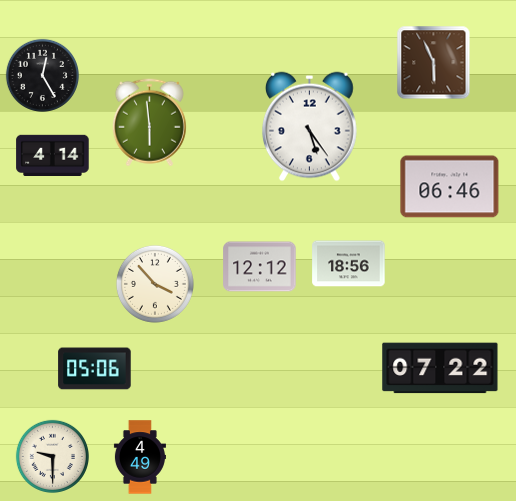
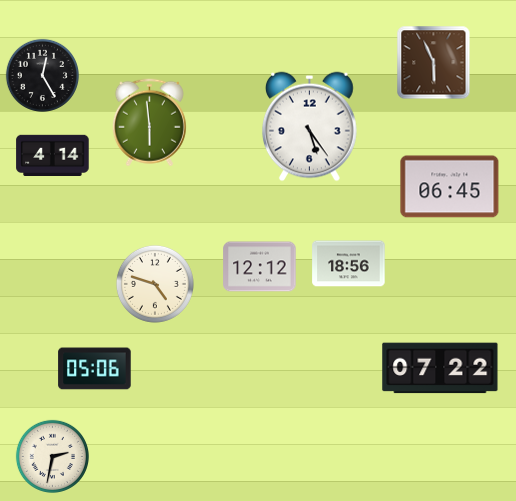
clock at (450, 187): 06:46 -> 06:45
clock at (155, 284): 3:53 -> 4:48
clock at (52, 456): 9:30 -> 2:32
clock at (140, 457): 4:49 -> none
